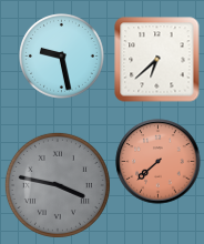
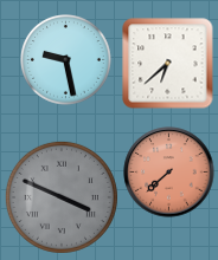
clock at (58, 185): 3:47 -> 3:49
